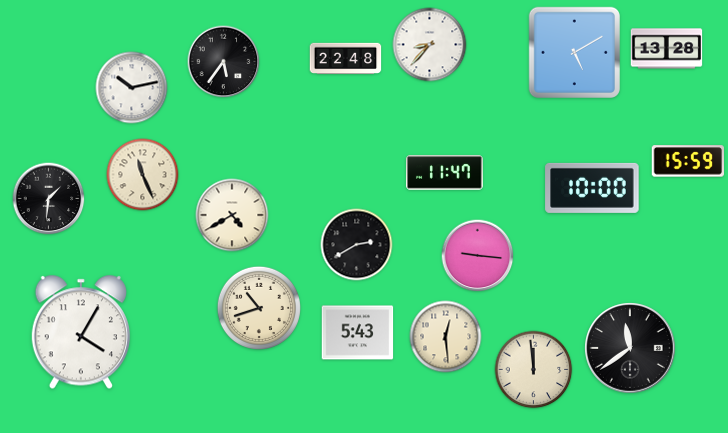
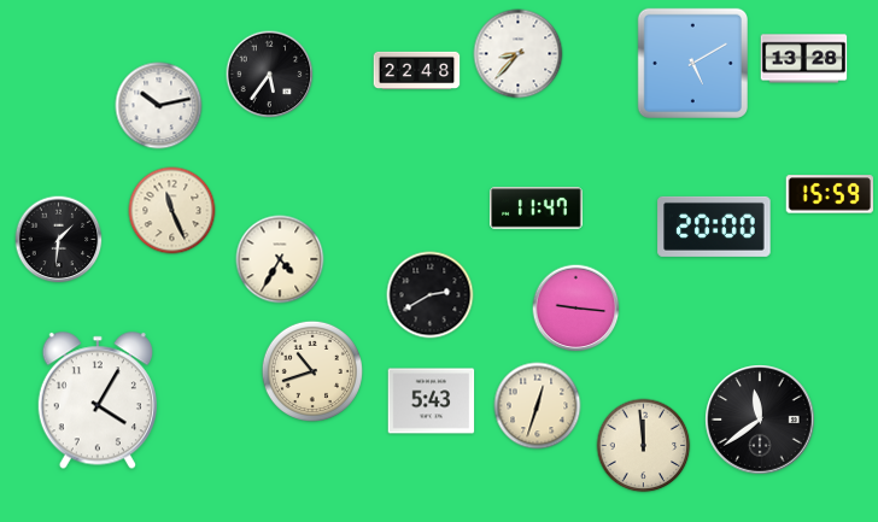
clock at (592, 188): 10:00 -> 20:00
clock at (232, 215): 4:40 -> 4:35
clock at (446, 337): 12:29 -> 12:33
